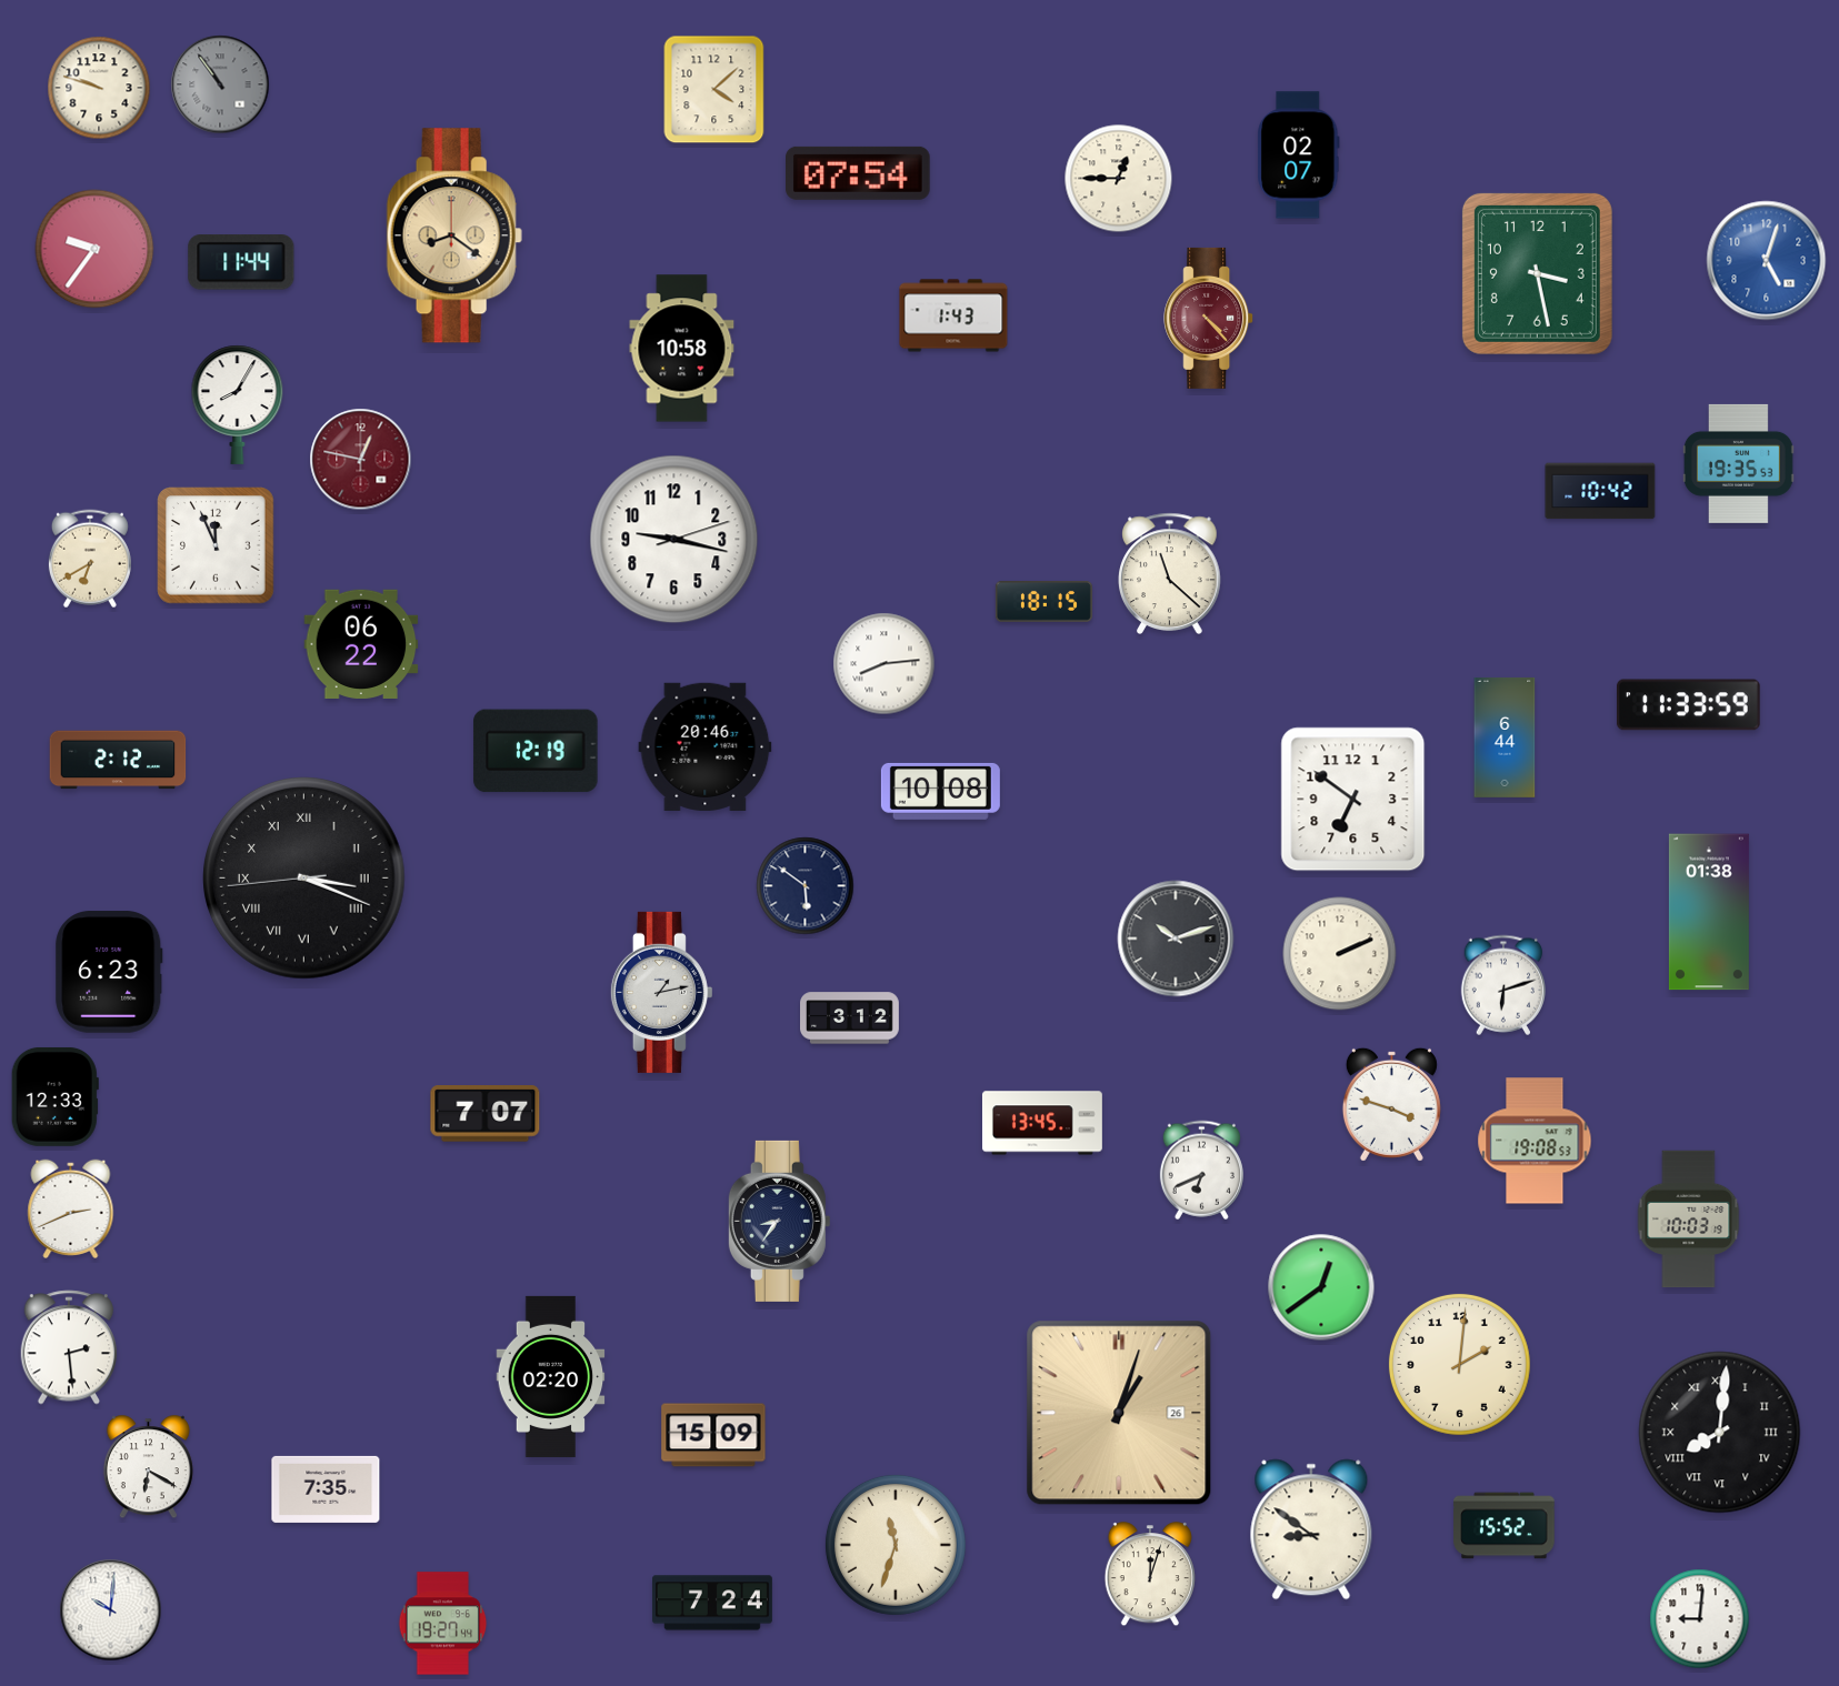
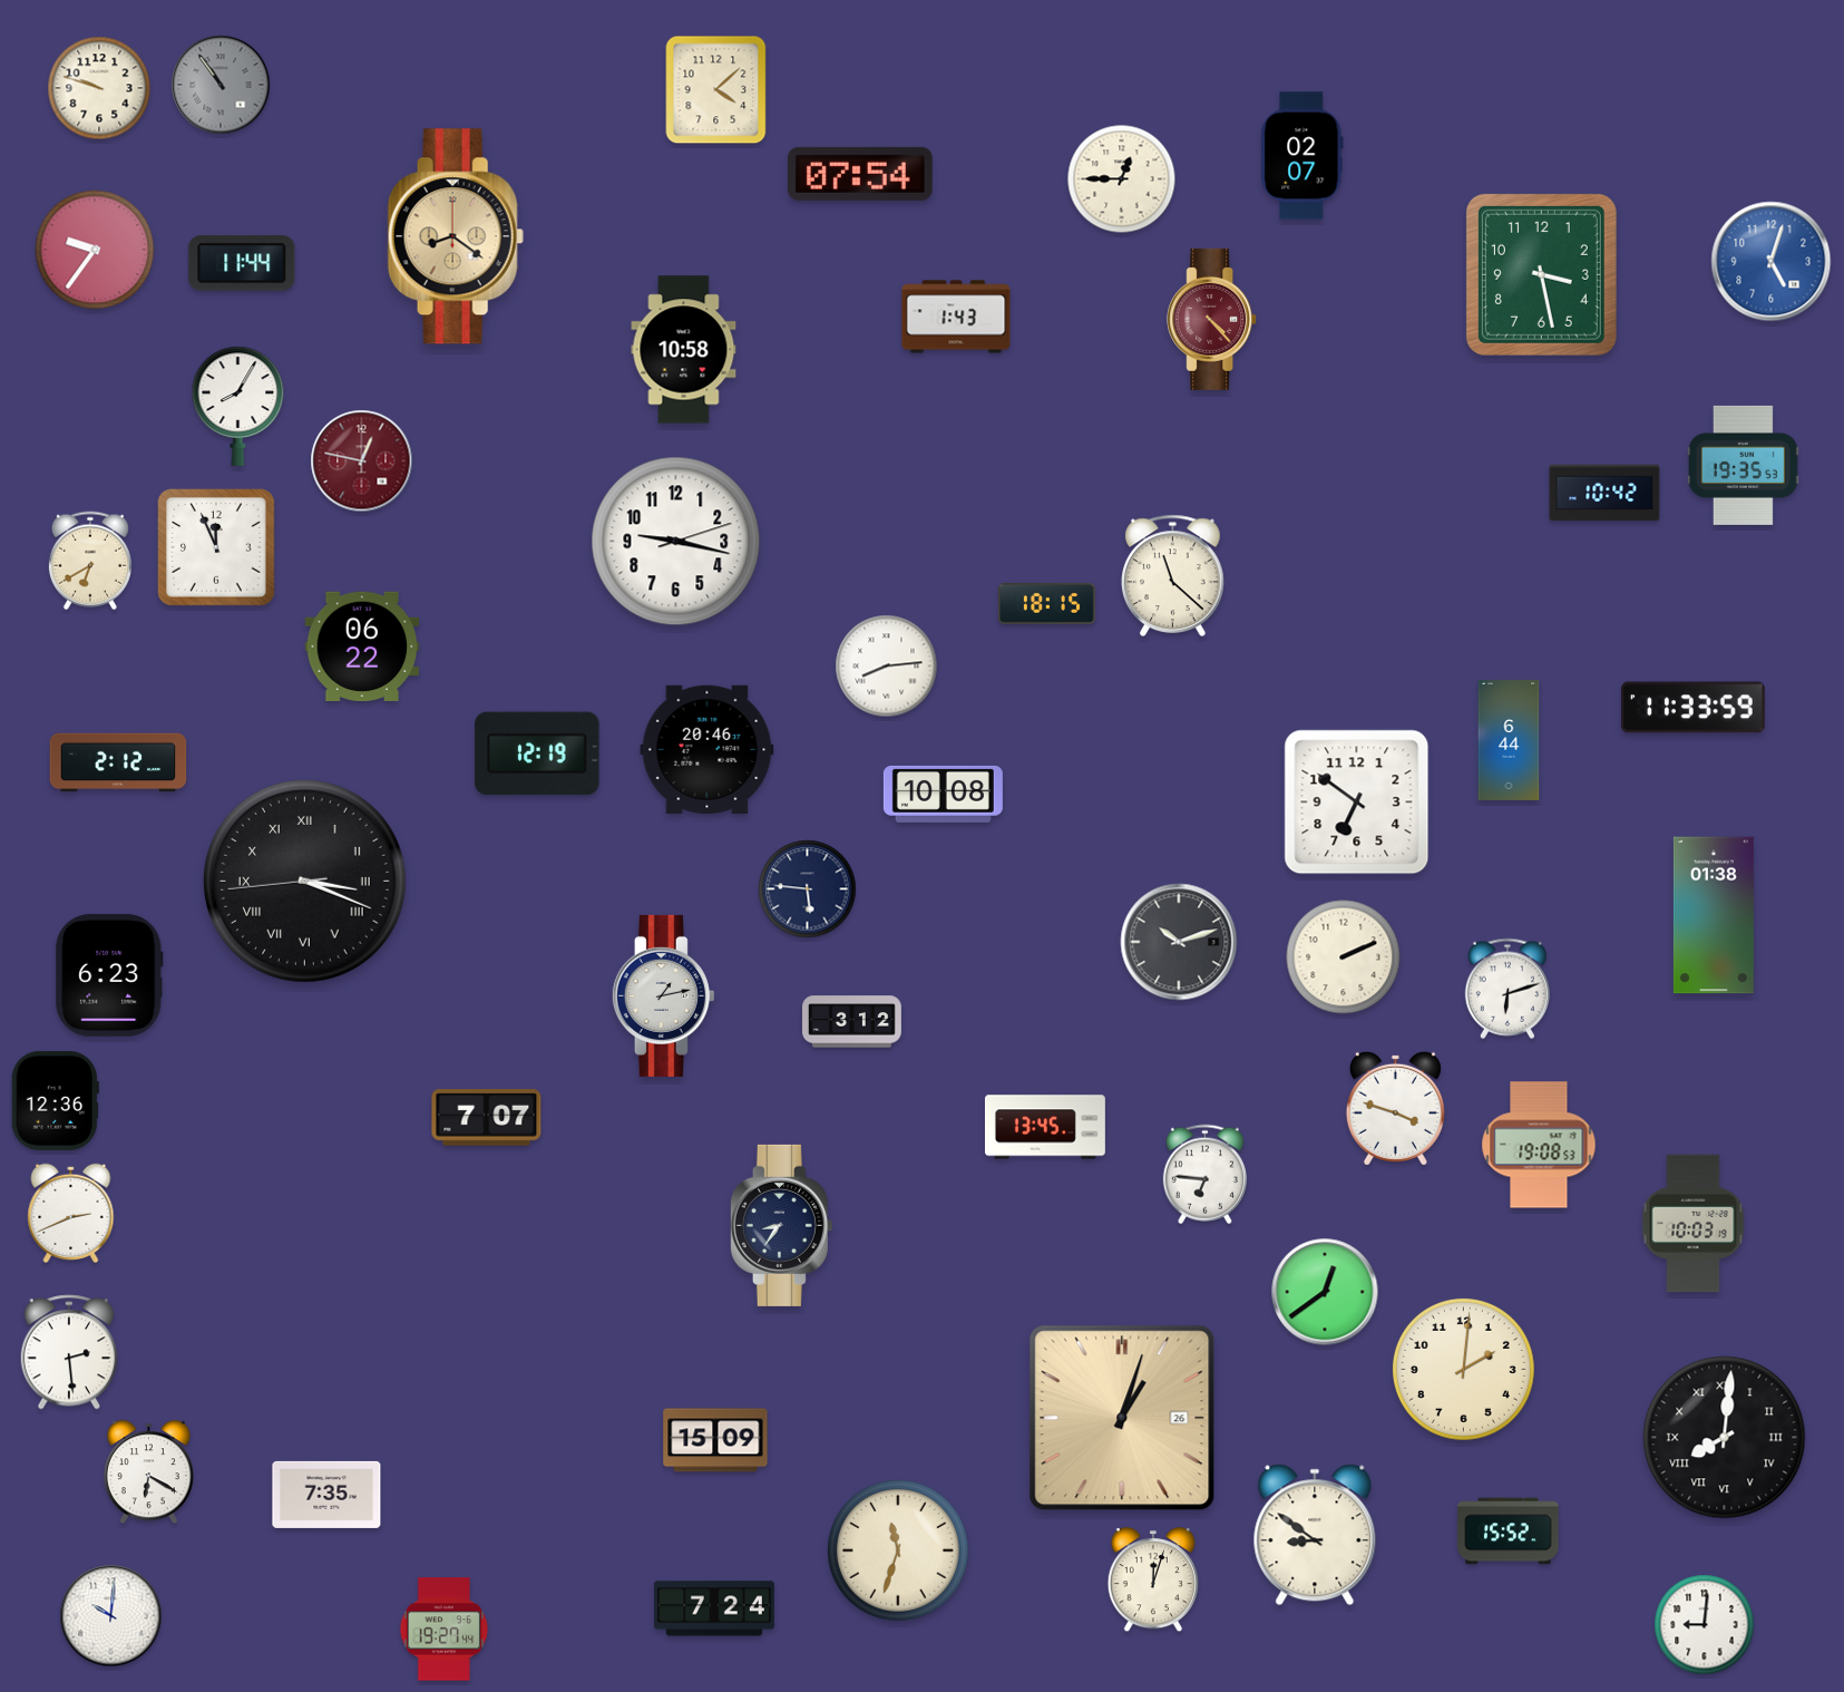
clock at (806, 886): 5:51 -> 5:46
clock at (54, 1096): 12:33 -> 12:36
clock at (1201, 1171): 6:41 -> 6:46
clock at (551, 1376): 02:20 -> none
